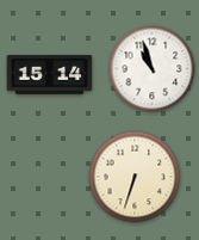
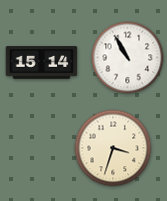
clock at (153, 69): 10:57 -> 10:55
clock at (135, 177): 6:33 -> 3:33
